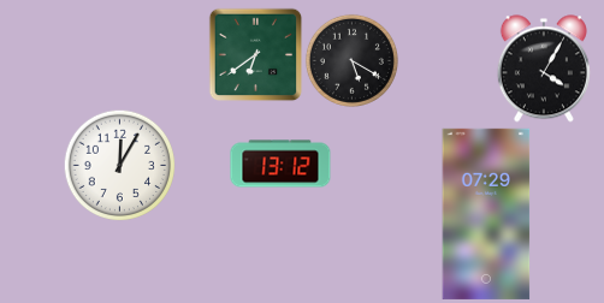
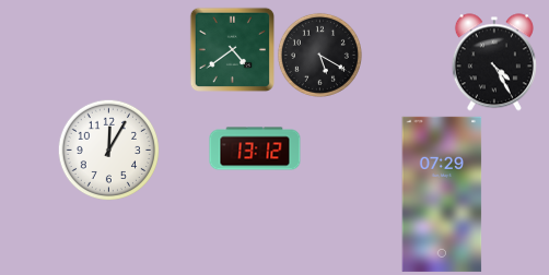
clock at (255, 54): 6:39 -> 4:39
clock at (544, 69): 4:05 -> 4:25
